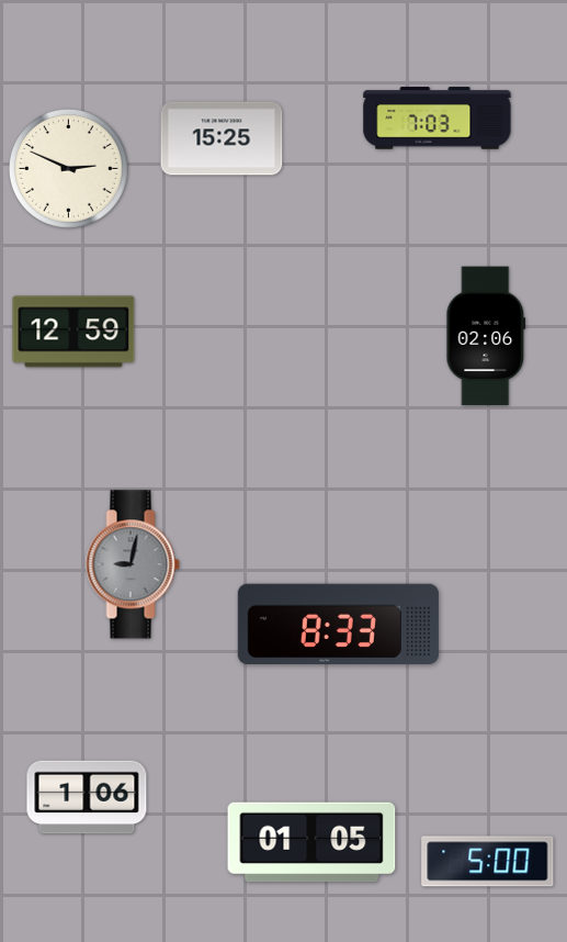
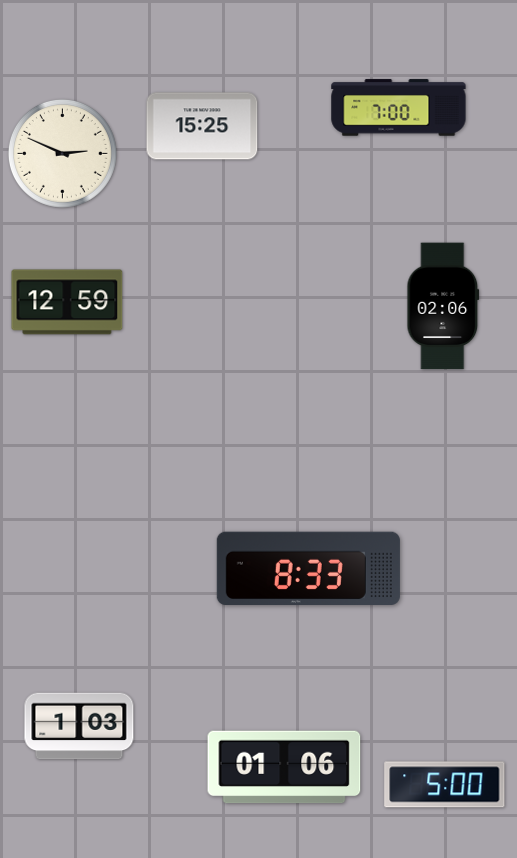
clock at (438, 119): 7:03 -> 7:00
clock at (133, 564): 9:02 -> none
clock at (87, 797): 1:06 -> 1:03
clock at (311, 842): 01:05 -> 01:06
